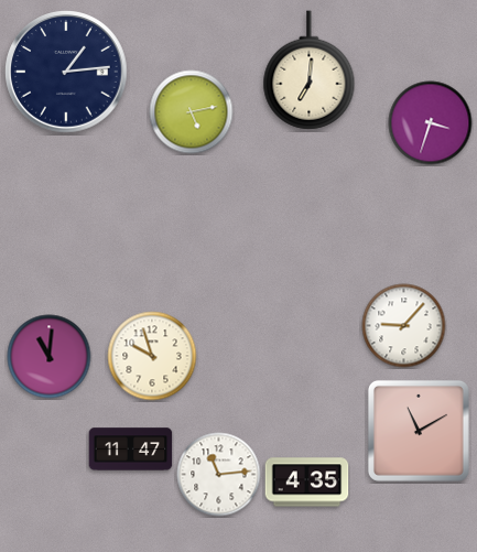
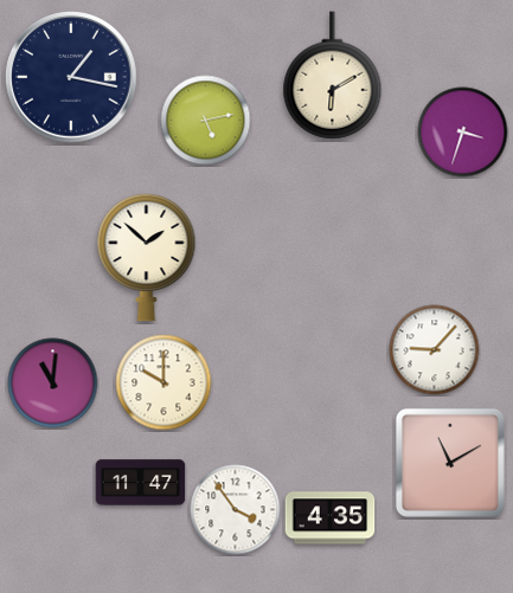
clock at (310, 71): 7:01 -> 6:10
clock at (66, 72): 1:14 -> 1:17
clock at (147, 257): none -> 1:52
clock at (152, 356): 9:57 -> 10:00
clock at (219, 475): 11:14 -> 3:54
